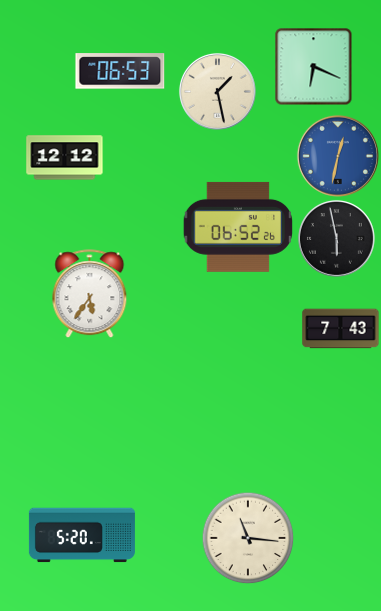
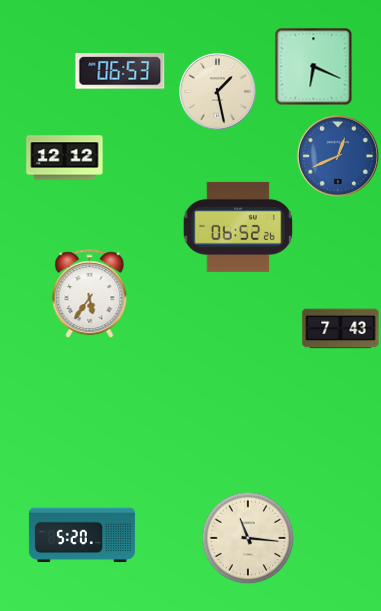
clock at (338, 156): 12:32 -> 12:41
clock at (336, 238): 5:58 -> none
